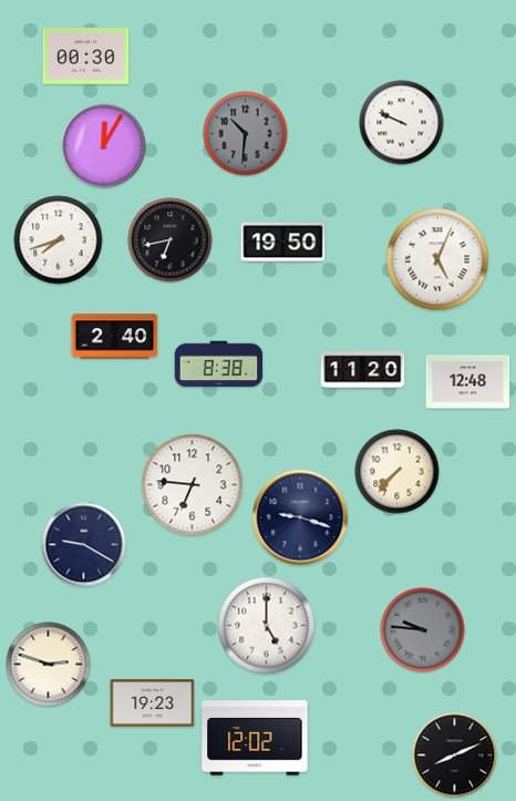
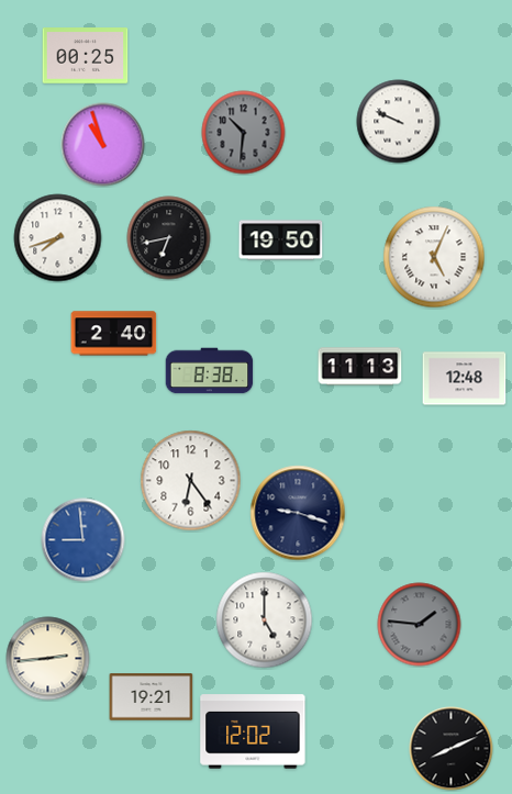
clock at (86, 57): 00:30 -> 00:25
clock at (104, 146): 12:05 -> 10:57
clock at (219, 364) position: (219, 364) -> (210, 371)
clock at (363, 370): 11:20 -> 11:13
clock at (398, 472): 7:37 -> none
clock at (193, 485): 6:46 -> 6:24
clock at (84, 545): 9:20 -> 8:59
clock at (84, 545) dial: navy -> blue
clock at (423, 630): 9:46 -> 1:46
clock at (49, 665): 2:48 -> 2:44
clock at (153, 704): 19:23 -> 19:21
